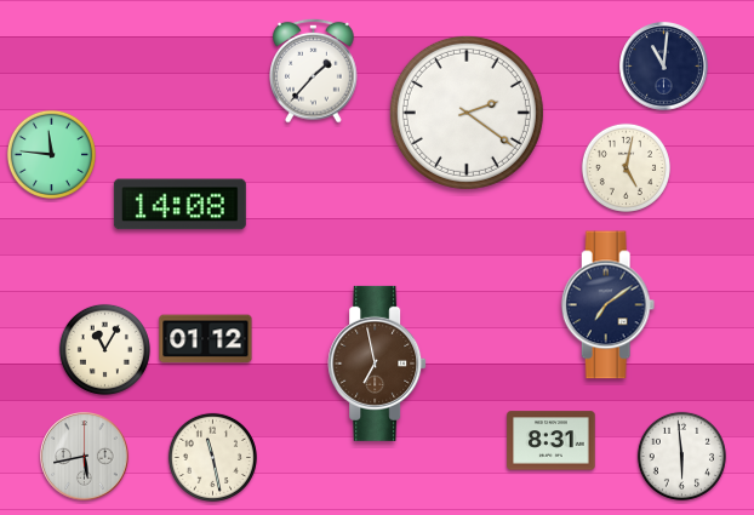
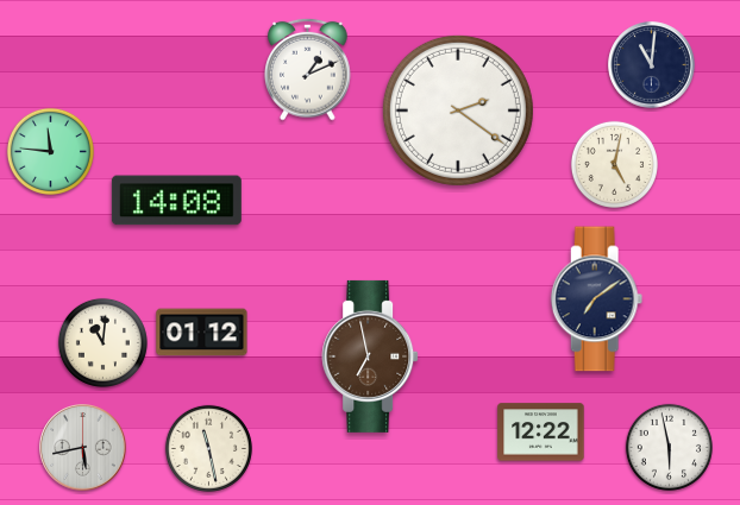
clock at (314, 70): 1:37 -> 1:11
clock at (104, 349): 11:05 -> 11:01
clock at (552, 441): 8:31 -> 12:22
clock at (681, 456): 5:59 -> 5:58
